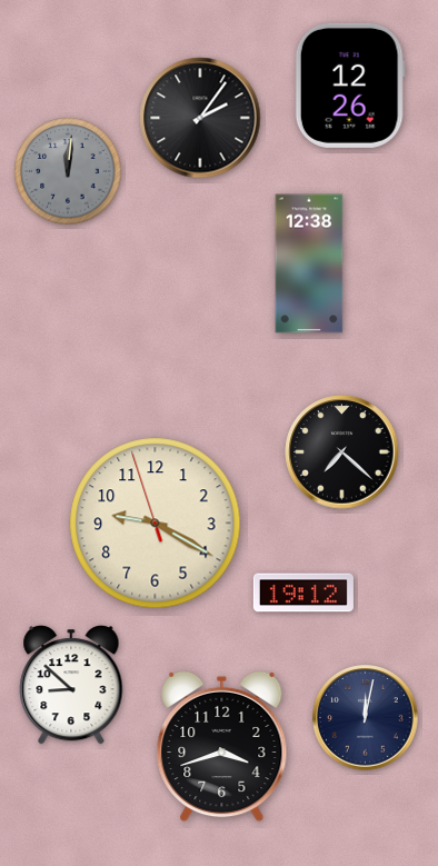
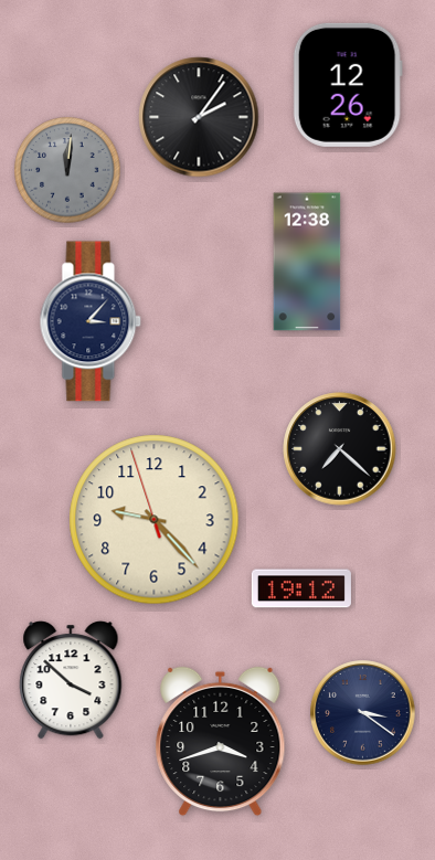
clock at (91, 321): none -> 3:07
clock at (156, 524): 9:19 -> 9:22
clock at (71, 685): 8:52 -> 3:52
clock at (366, 718): 12:02 -> 3:21
